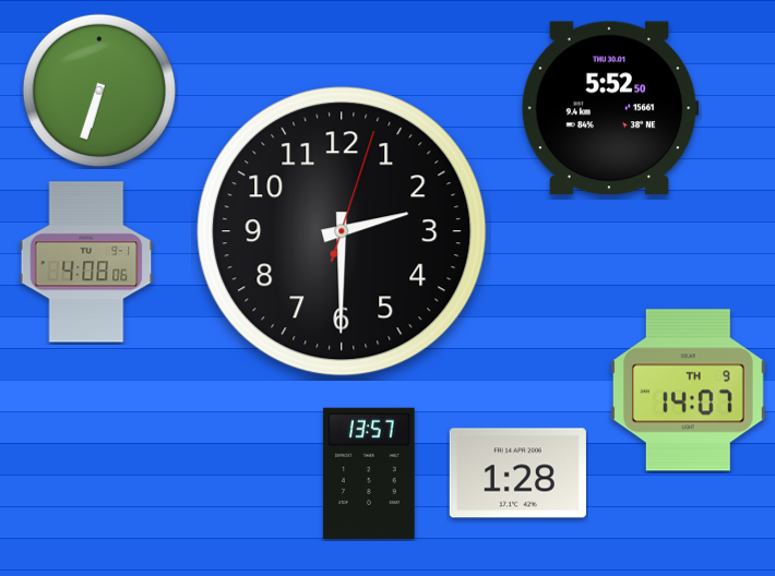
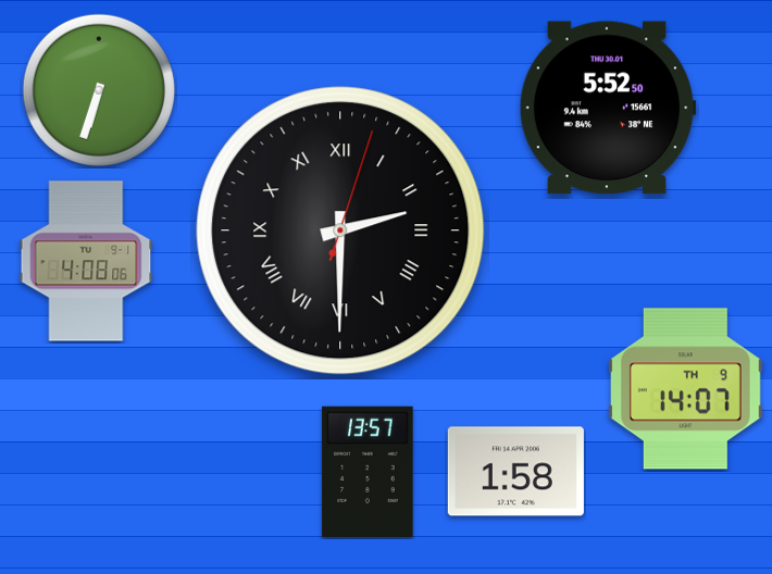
clock at (342, 231) numerals: Arabic -> Roman
clock at (517, 473): 1:28 -> 1:58
